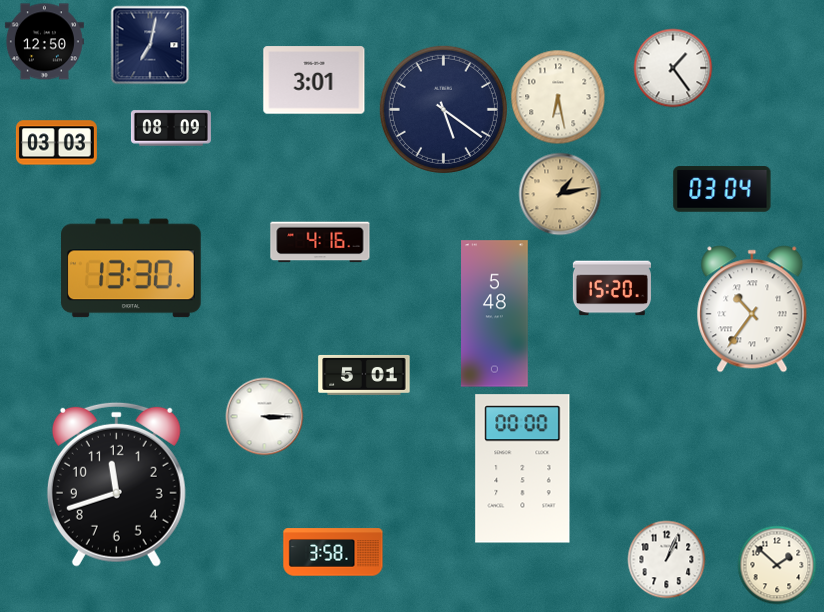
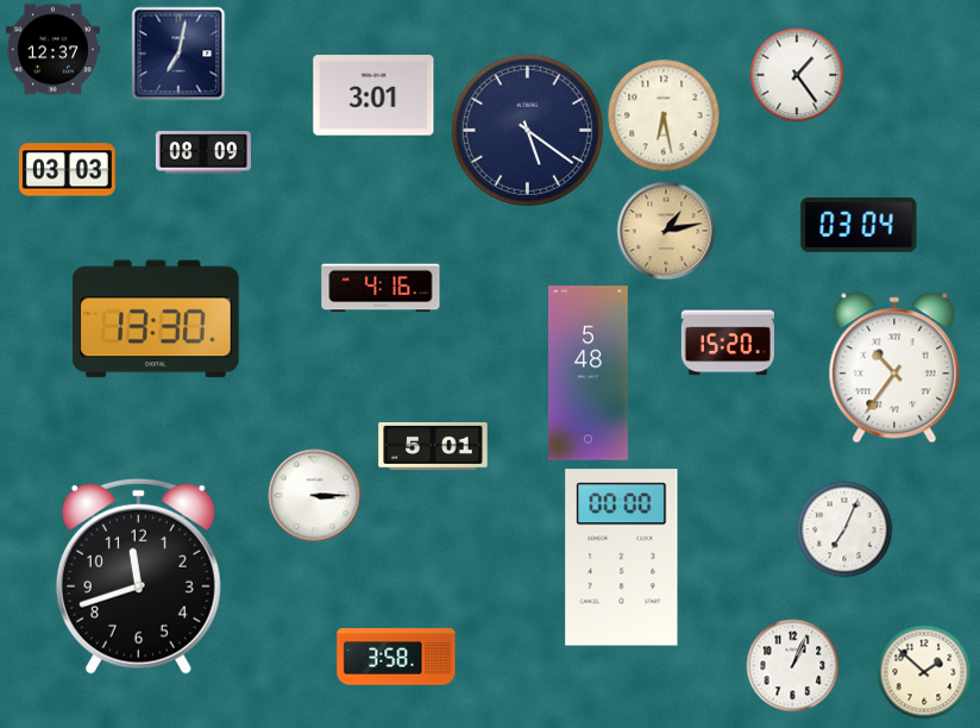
clock at (44, 42): 12:50 -> 12:37
clock at (673, 68) position: (673, 68) -> (797, 75)
clock at (844, 529): none -> 7:04
